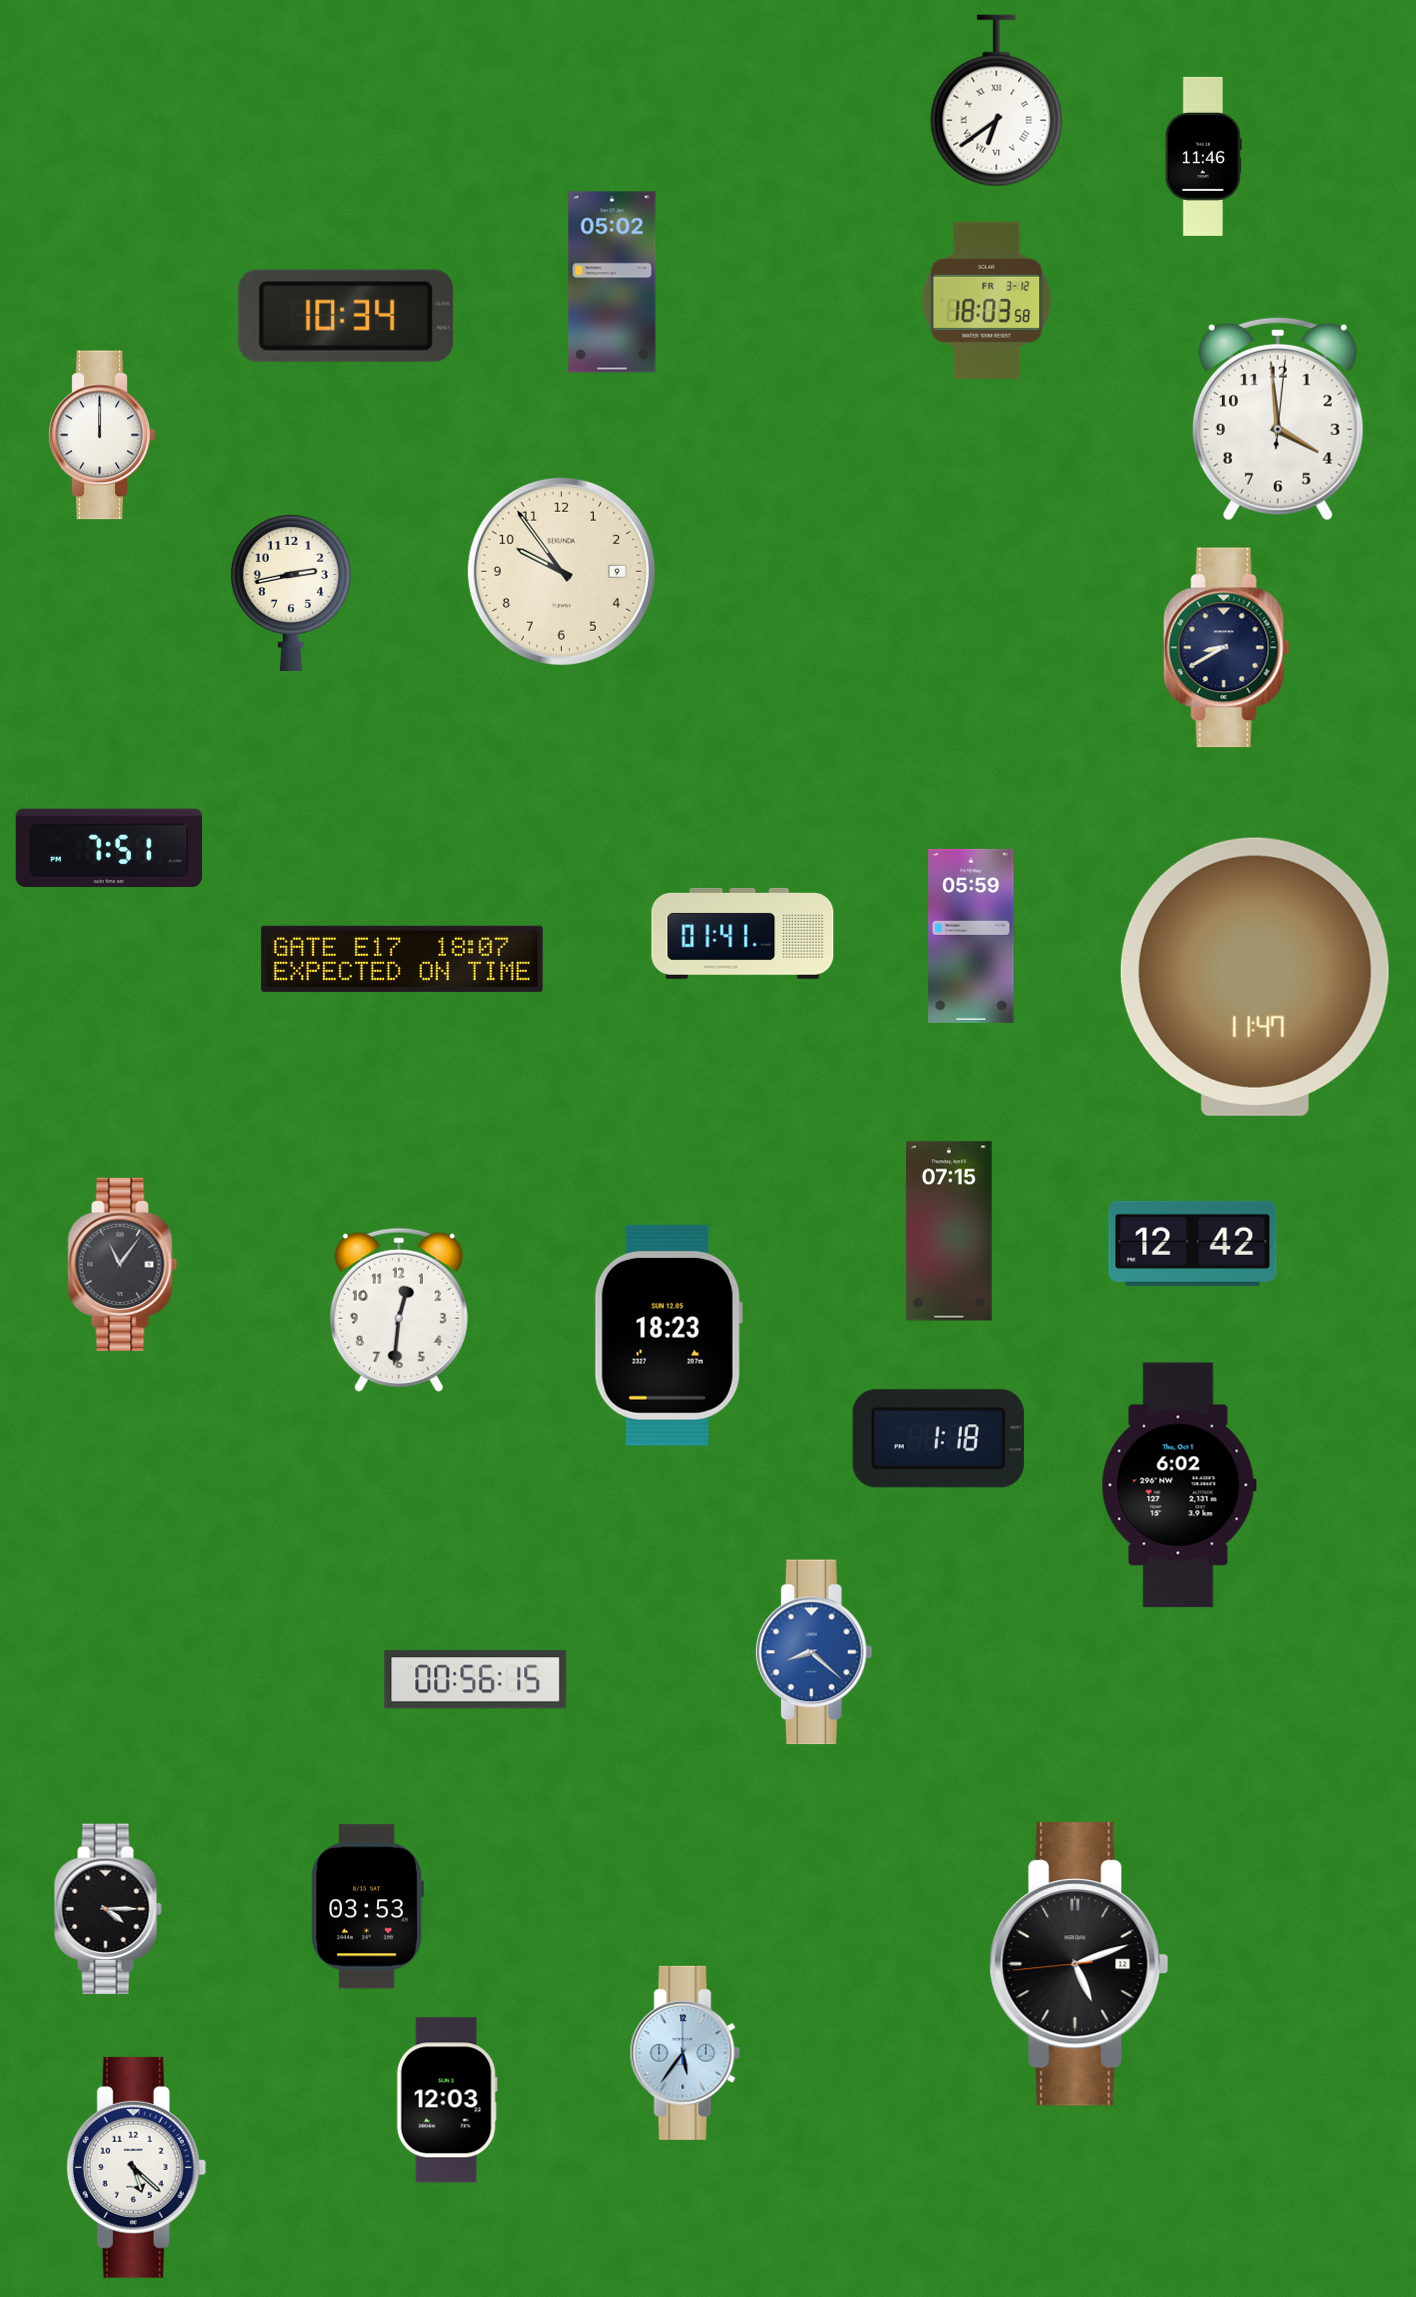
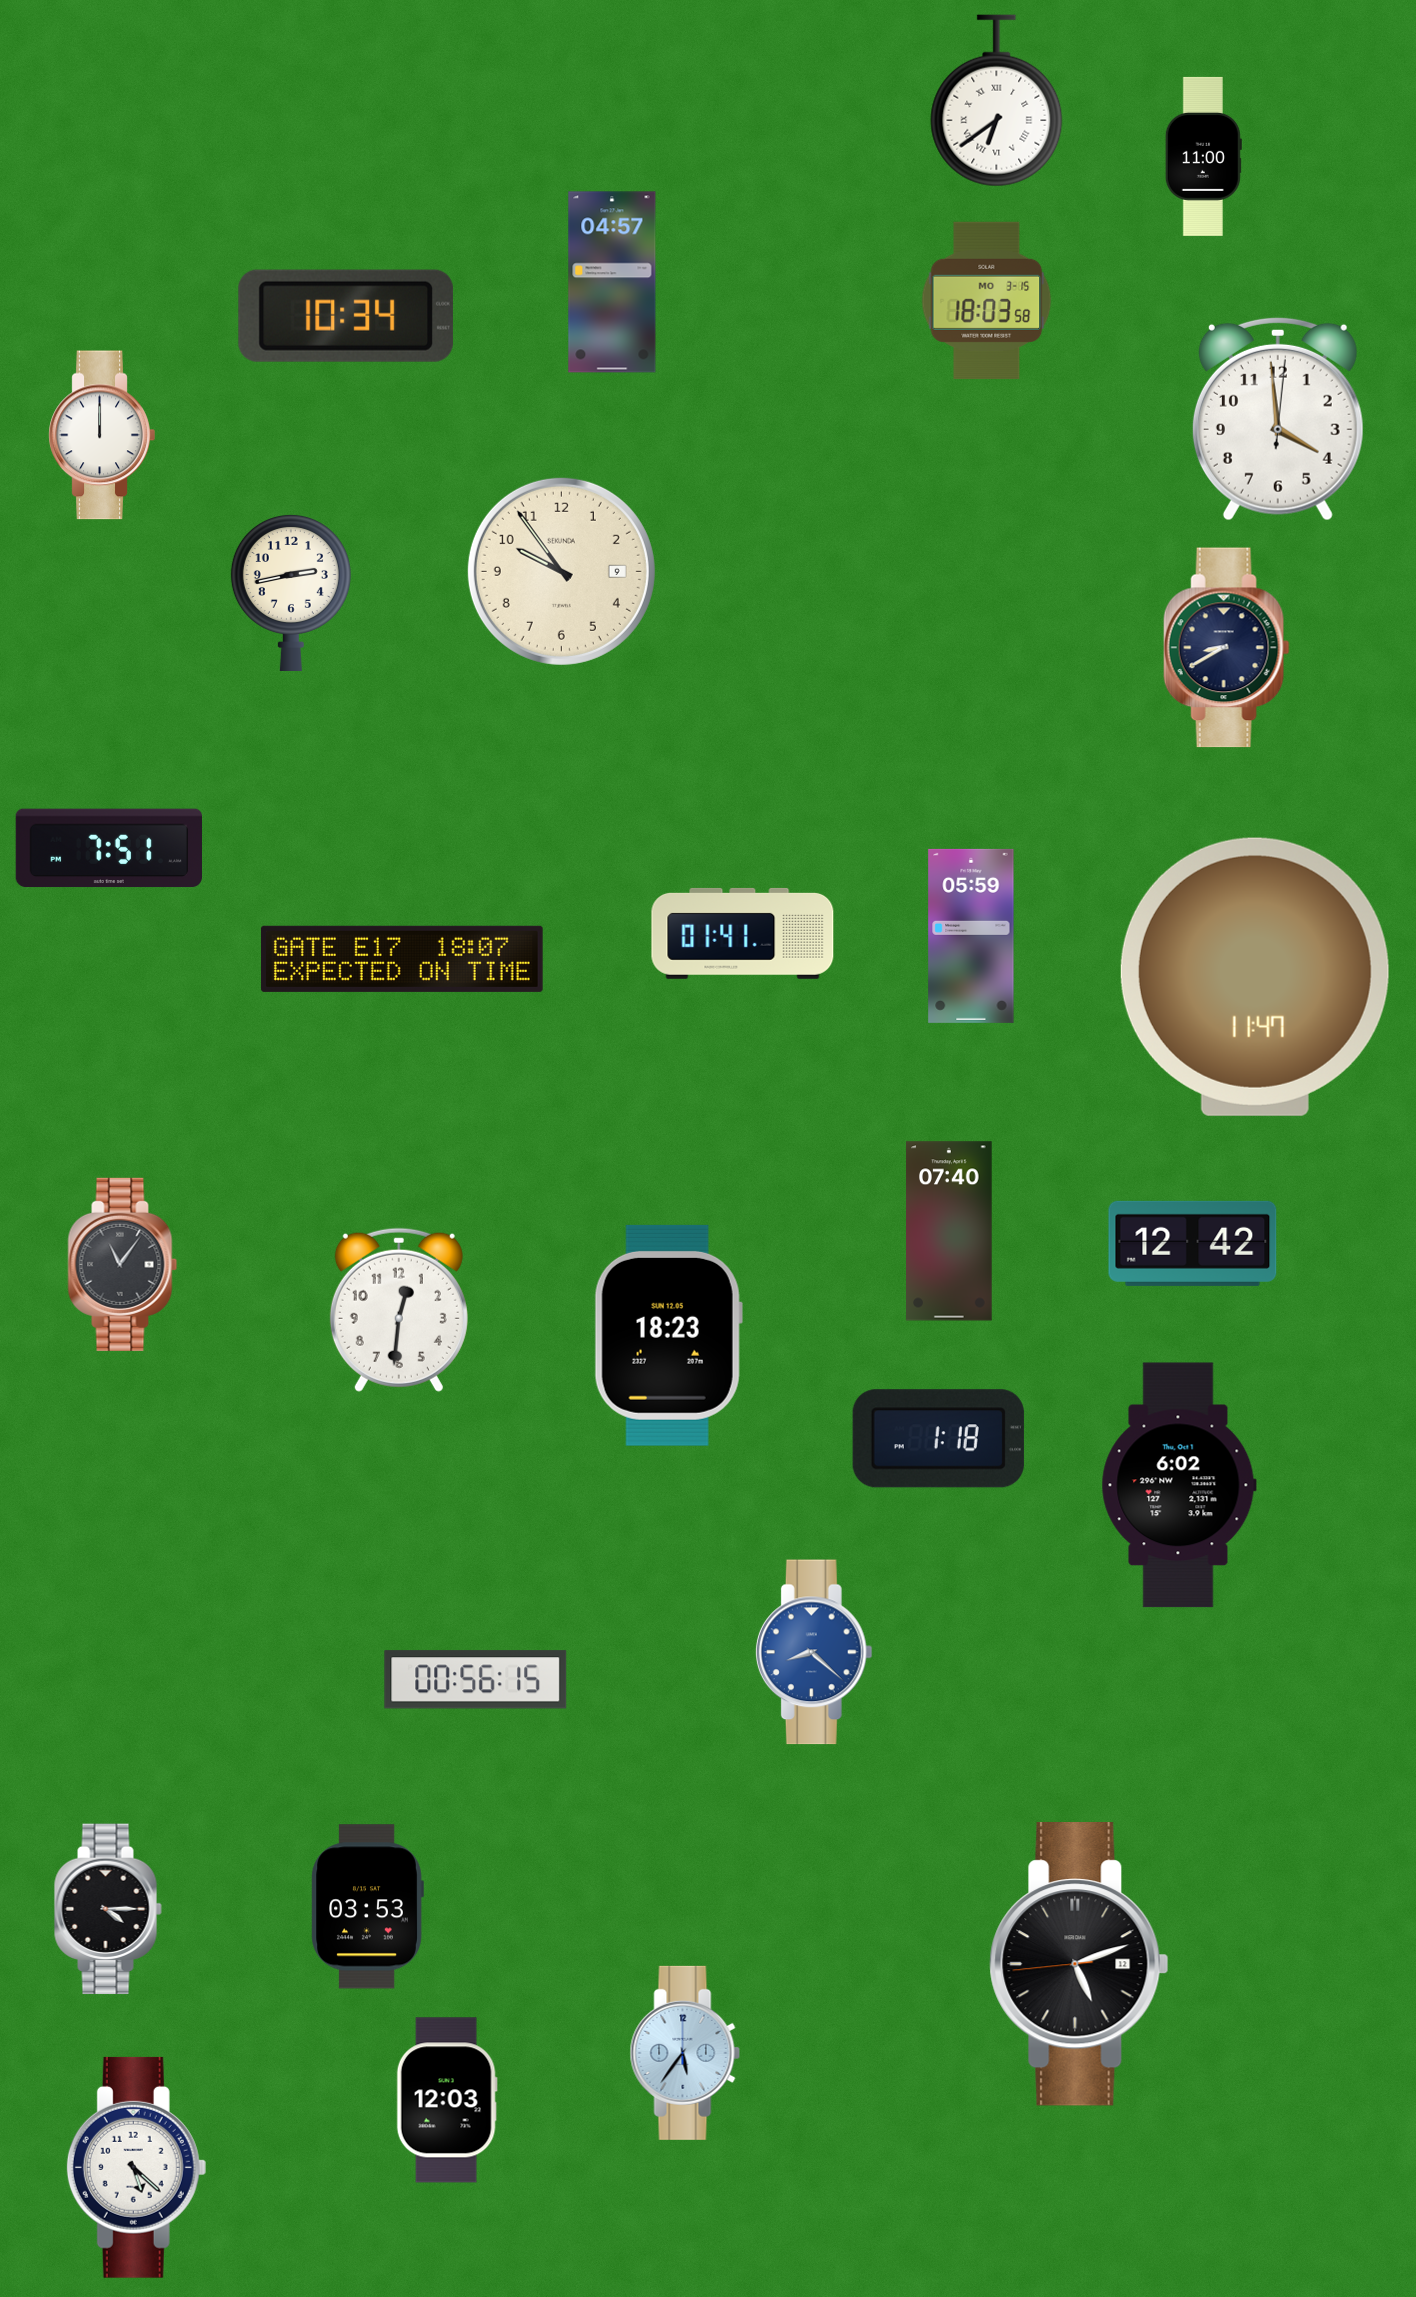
clock at (1203, 156): 11:46 -> 11:00
clock at (612, 282): 05:02 -> 04:57
clock at (987, 300) date: FR 3-12 -> MO 3-15
clock at (949, 1231): 07:15 -> 07:40
